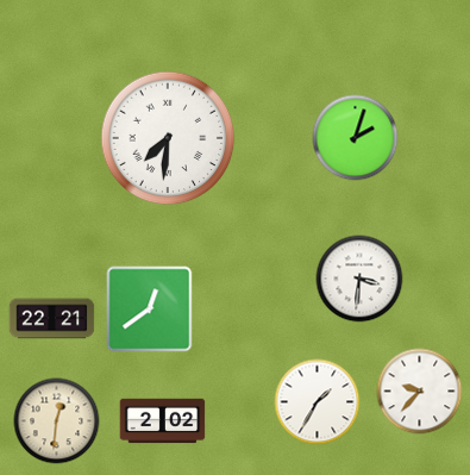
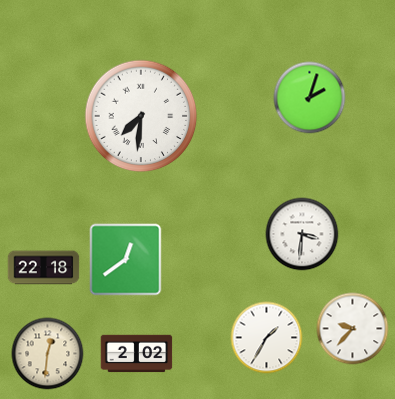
clock at (356, 138) position: (356, 138) -> (310, 98)
clock at (52, 319): 22:21 -> 22:18
